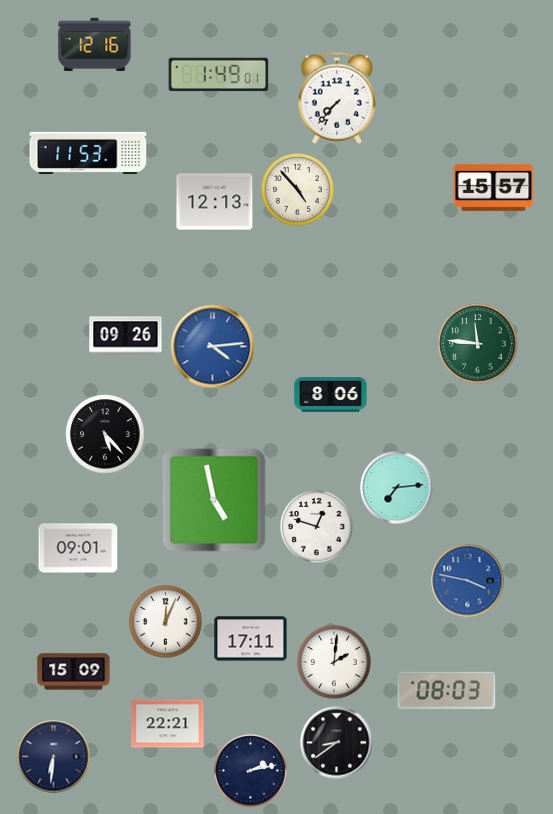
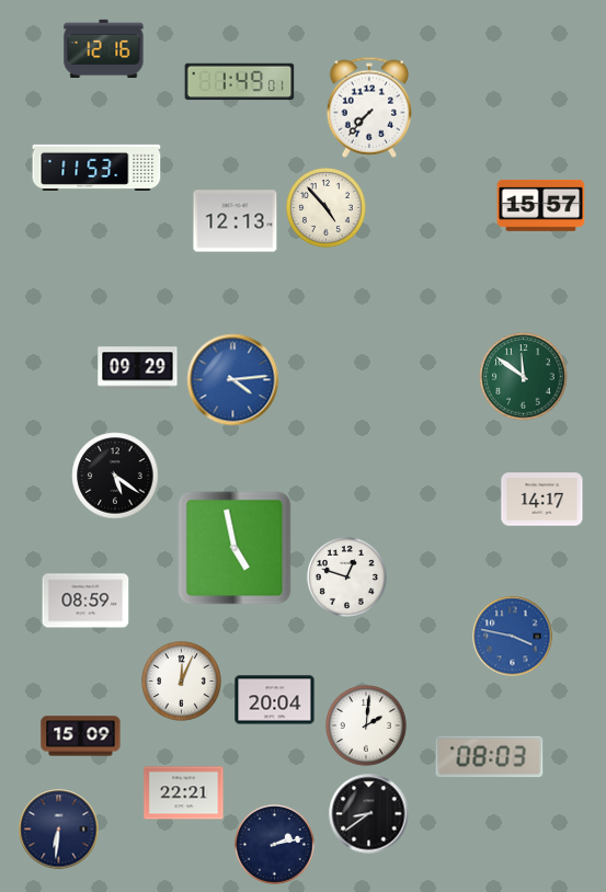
clock at (126, 336): 09:26 -> 09:29
clock at (478, 344): 11:46 -> 11:51
clock at (331, 395): 8:06 -> none
clock at (105, 434): 5:23 -> 5:21
clock at (542, 500): none -> 14:17
clock at (397, 488): 7:14 -> none
clock at (78, 548): 09:01 -> 08:59
clock at (251, 639): 17:11 -> 20:04
